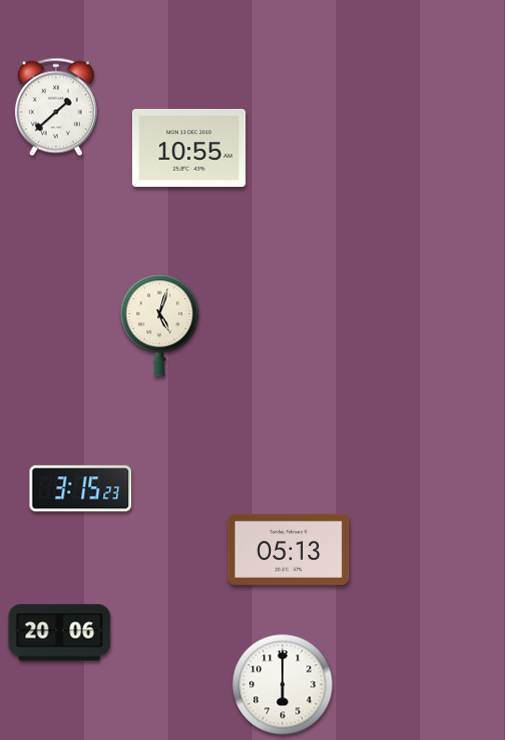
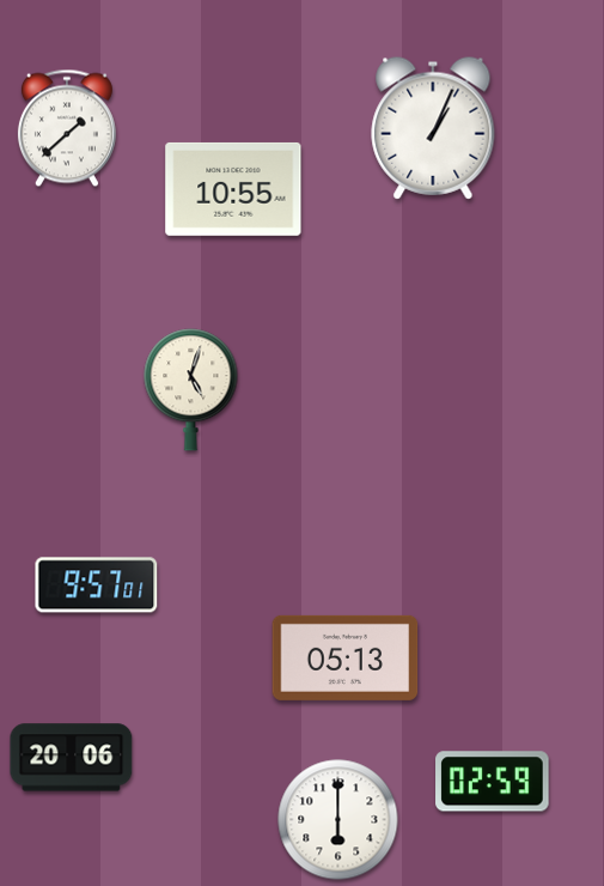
clock at (433, 128): none -> 1:04
clock at (189, 148) position: (189, 148) -> (233, 189)
clock at (81, 489): 3:15 -> 9:57
clock at (493, 782): none -> 02:59
